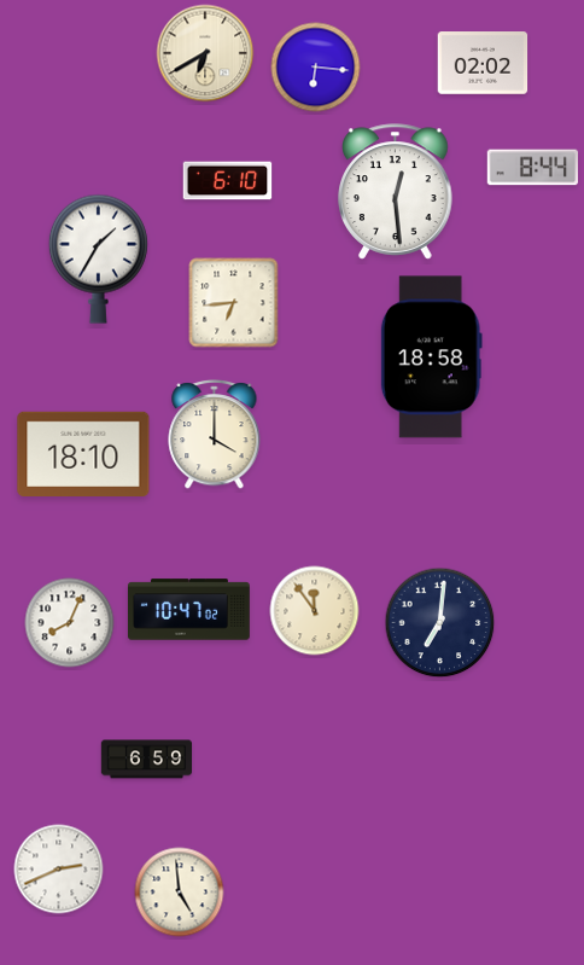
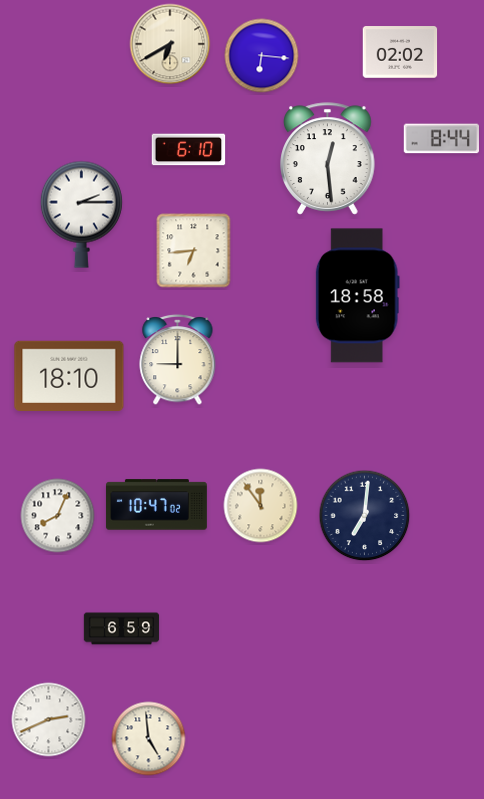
clock at (98, 258): 1:35 -> 2:15
clock at (215, 434): 4:00 -> 9:00
